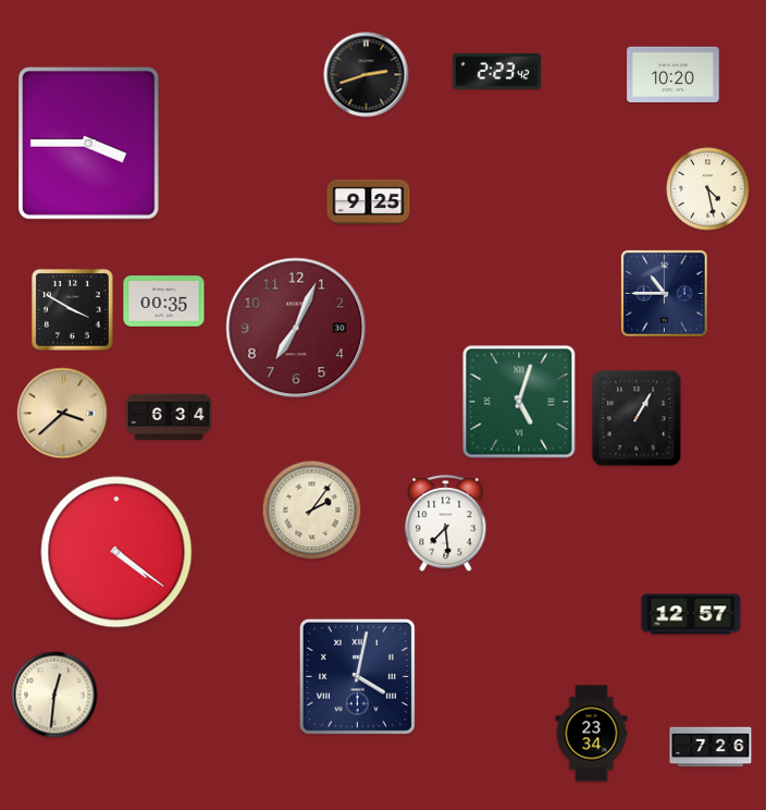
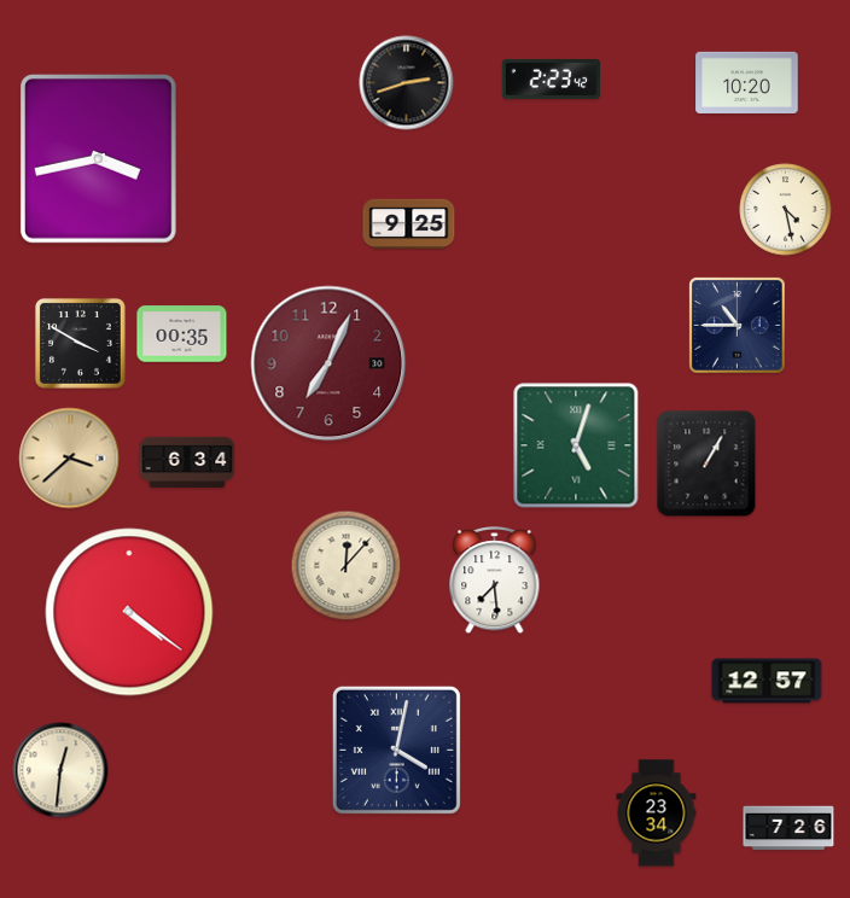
clock at (88, 143): 3:45 -> 3:43
clock at (312, 511): 2:06 -> 12:07
